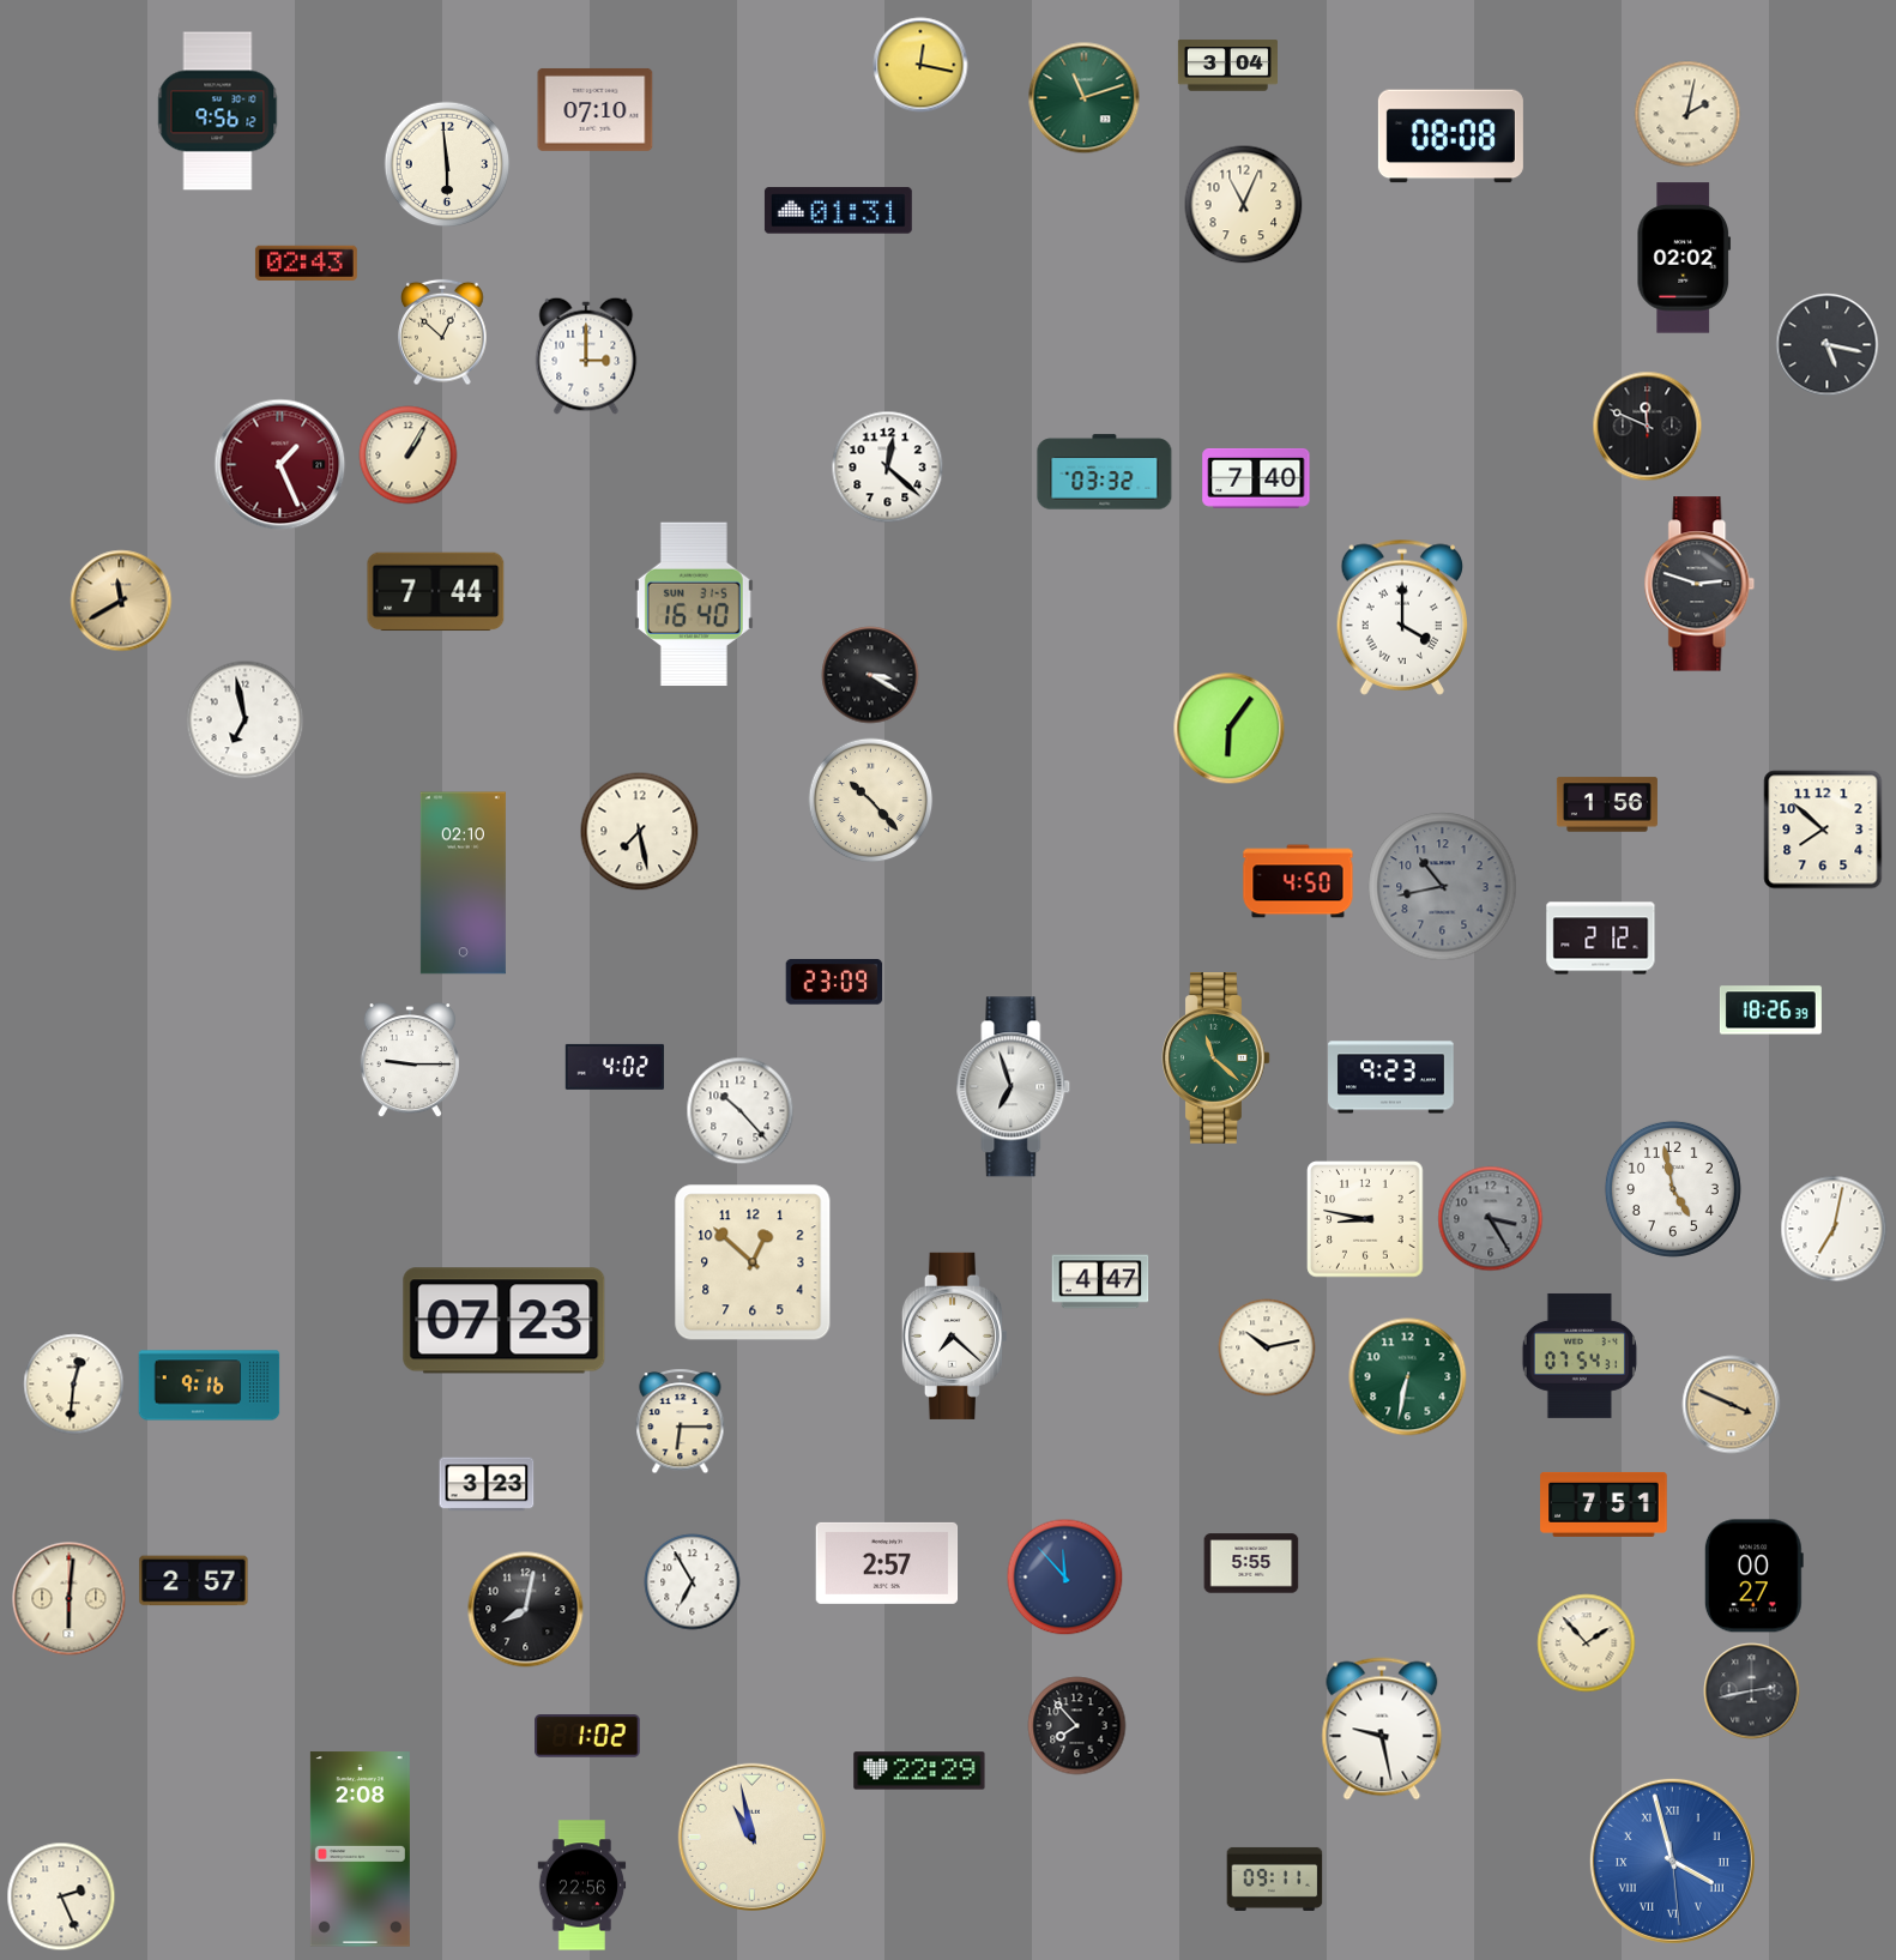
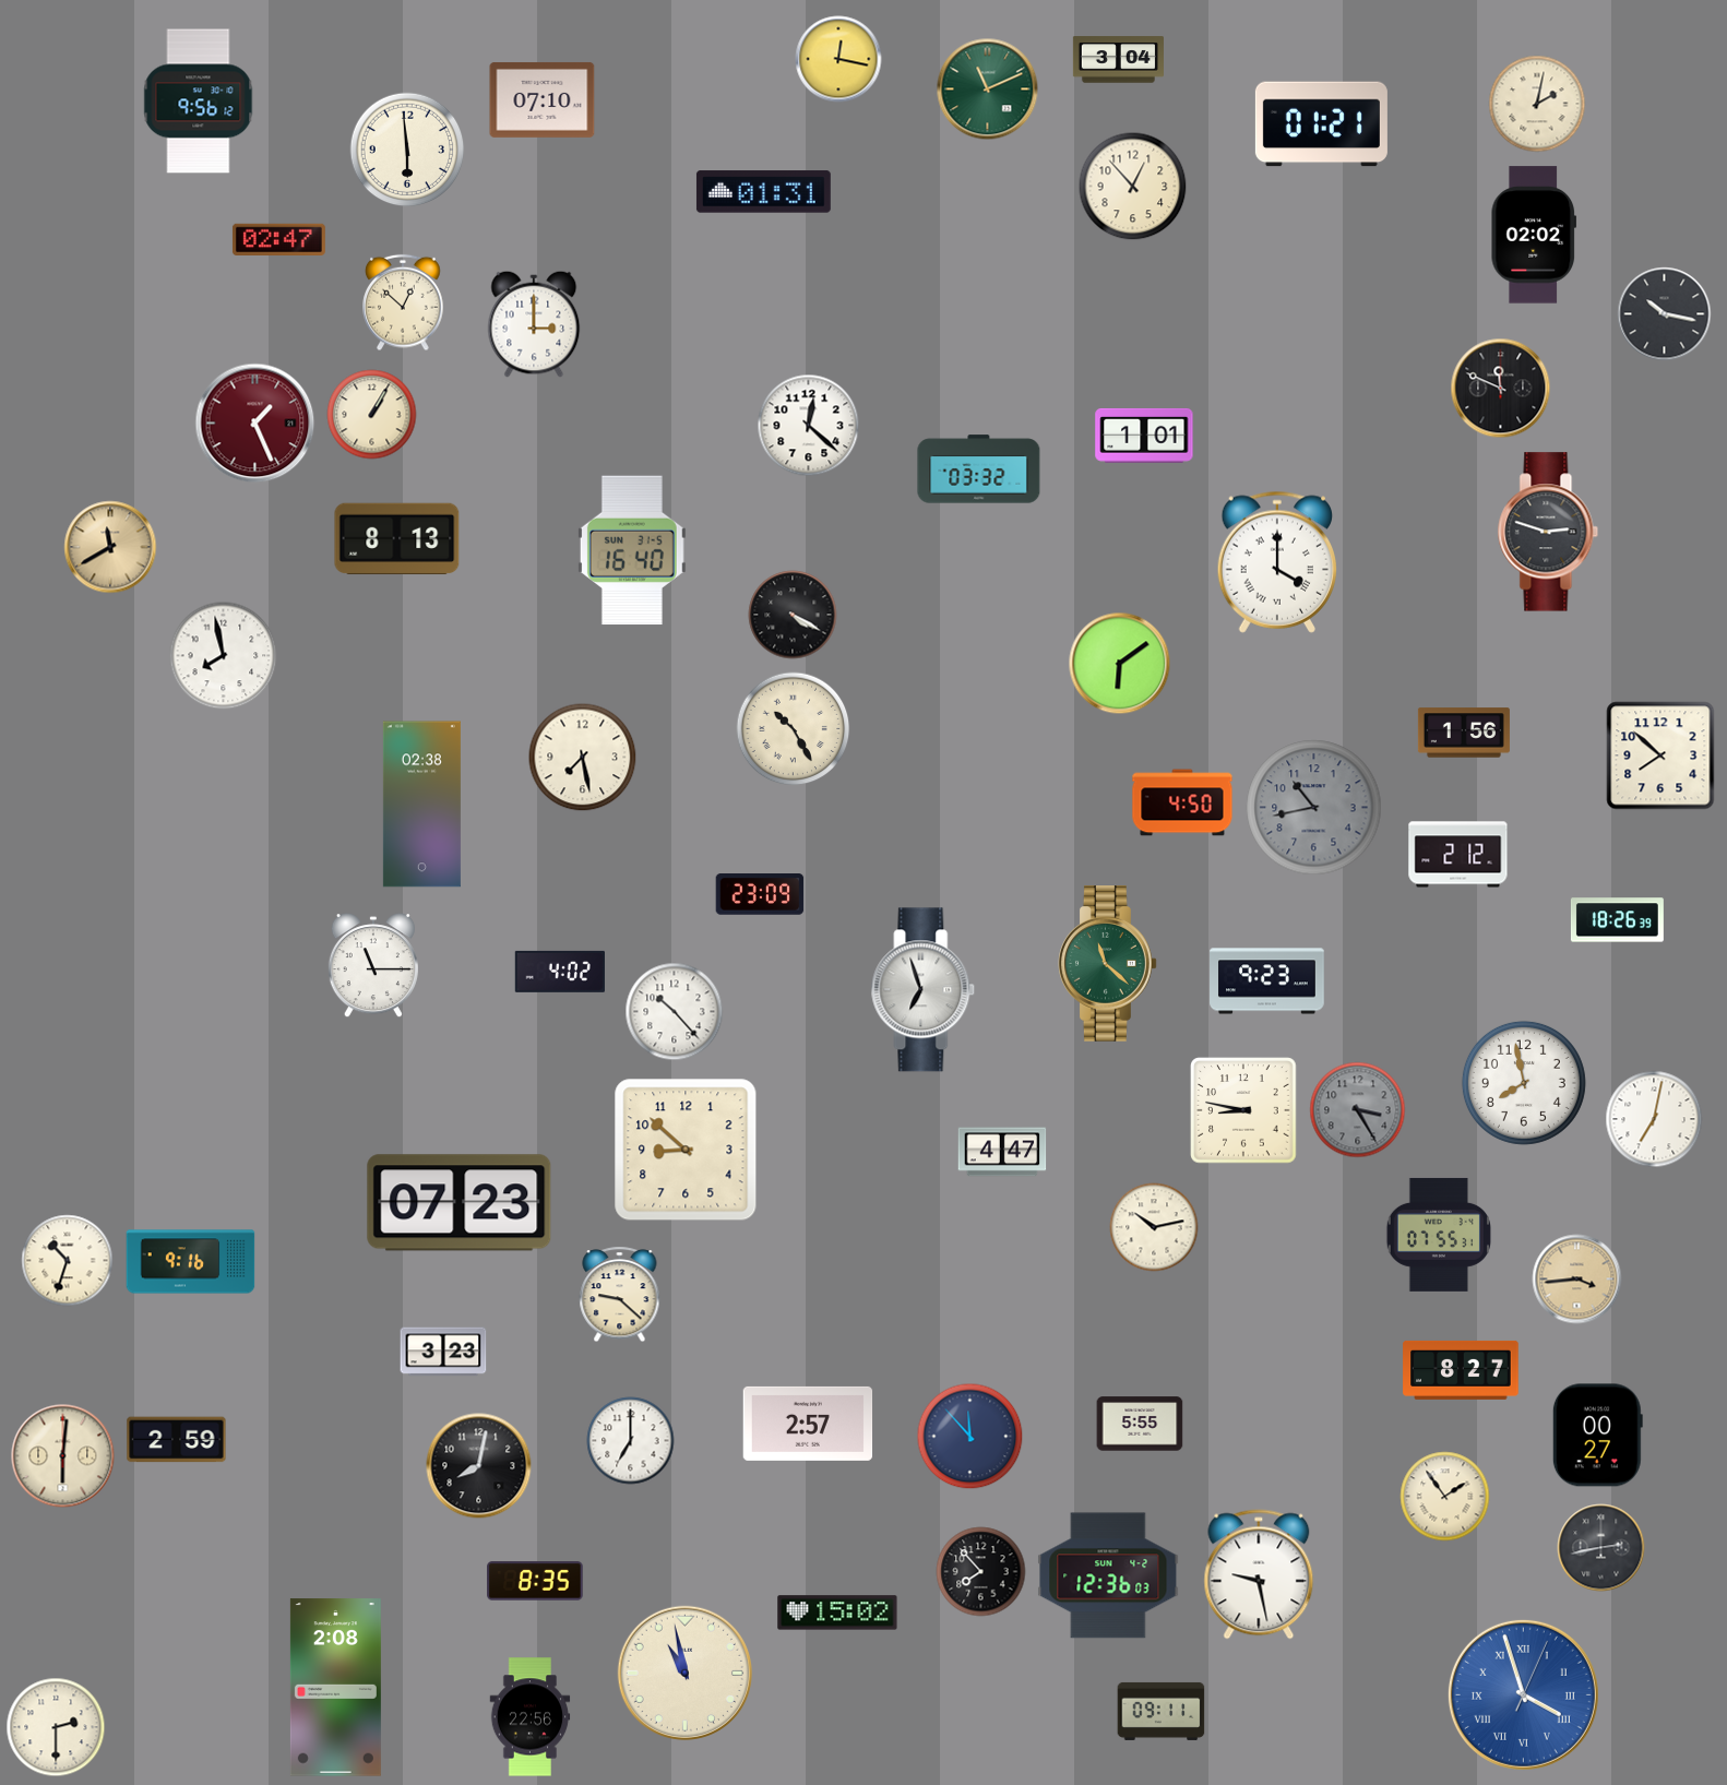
clock at (1085, 98): 11:12 -> 11:11
clock at (1450, 137): 08:08 -> 01:21
clock at (1244, 205): 11:04 -> 12:53
clock at (306, 263): 02:43 -> 02:47
clock at (1828, 345): 5:17 -> 10:17
clock at (1105, 472) position: (1105, 472) -> (979, 469)
clock at (1256, 478): 7:40 -> 1:01
clock at (436, 592): 7:44 -> 8:13
clock at (870, 675): 3:20 -> 4:20
clock at (246, 720): 6:58 -> 7:58
clock at (1230, 729): 6:06 -> 6:09
clock at (871, 801): 10:23 -> 10:25
clock at (463, 883): 02:10 -> 02:38
clock at (1770, 1011) position: (1770, 1011) -> (1617, 920)
clock at (410, 1061): 9:15 -> 11:15
clock at (1673, 1189): 4:58 -> 7:58
clock at (1834, 1229) position: (1834, 1229) -> (1654, 1119)
clock at (753, 1262): 12:52 -> 8:52
clock at (1100, 1281) position: (1100, 1281) -> (1002, 1152)
clock at (954, 1335): 7:22 -> none
clock at (1580, 1356): 07:54 -> 07:55
clock at (1408, 1377): 6:32 -> none
clock at (74, 1385): 12:31 -> 10:33
clock at (1732, 1405): 3:49 -> 3:44
clock at (681, 1422): 6:15 -> 9:22
clock at (1604, 1504): 7:51 -> 8:27
clock at (194, 1581): 2:57 -> 2:59
clock at (693, 1582): 6:55 -> 7:00
clock at (1587, 1644): 1:53 -> 1:54
clock at (1752, 1691) position: (1752, 1691) -> (1601, 1548)
clock at (1108, 1575): none -> 12:36
clock at (587, 1736): 1:02 -> 8:35
clock at (919, 1771): 22:29 -> 15:02
clock at (360, 1850) position: (360, 1850) -> (335, 1688)
clock at (1672, 1861): 3:57:29 -> 3:57:04
clock at (61, 1896): 2:26 -> 2:30
